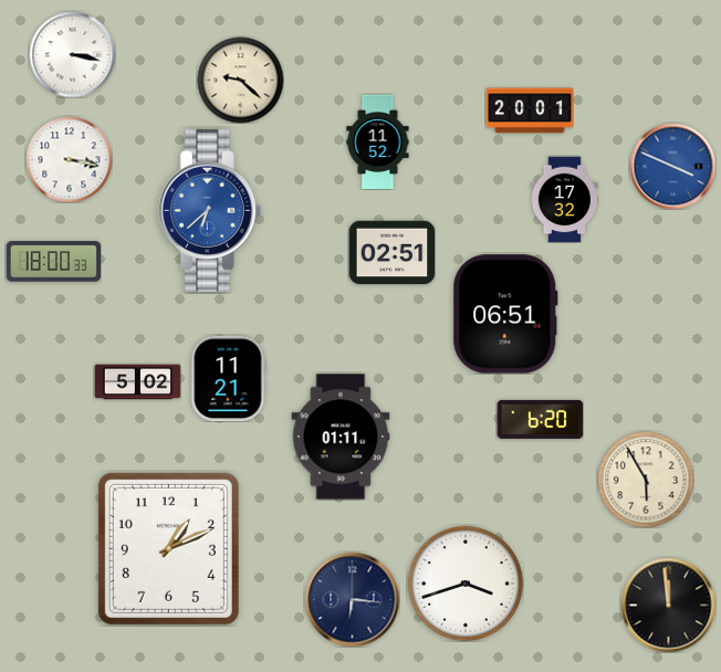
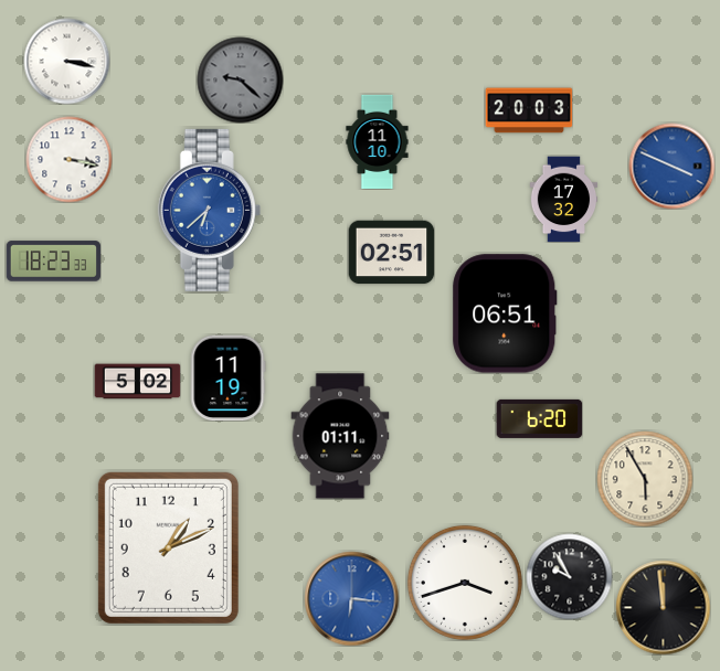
clock at (72, 54) position: (72, 54) -> (66, 61)
clock at (240, 80) dial: cream -> grey
clock at (530, 111): 20:01 -> 20:03
clock at (378, 141): 11:52 -> 11:10
clock at (53, 262): 18:00 -> 18:23
clock at (228, 378): 11:21 -> 11:19
clock at (569, 576): none -> 9:55
clock at (352, 599) dial: navy -> blue
clock at (668, 605) position: (668, 605) -> (663, 607)
